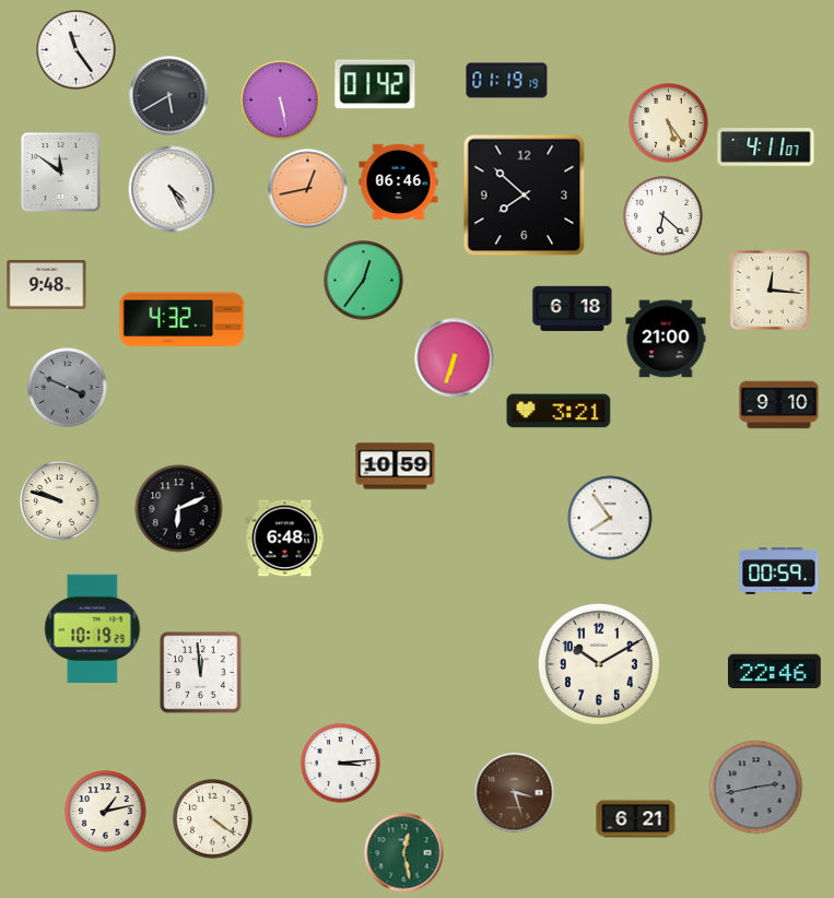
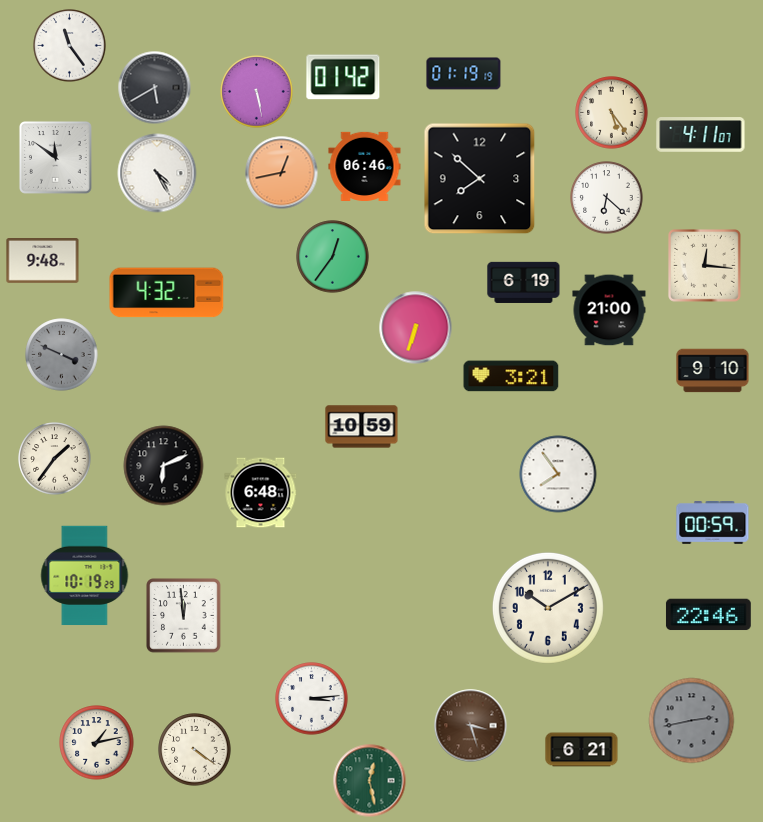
clock at (573, 308): 6:18 -> 6:19
clock at (60, 501): 9:48 -> 1:36
